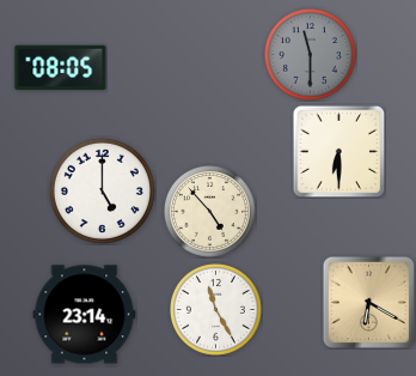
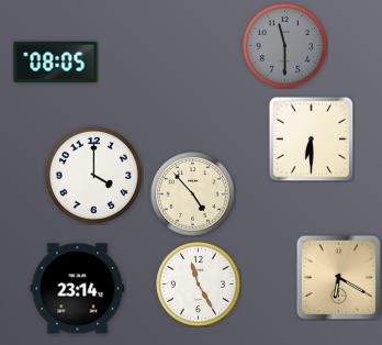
clock at (311, 55) position: (311, 55) -> (285, 46)
clock at (102, 190): 5:00 -> 4:00
